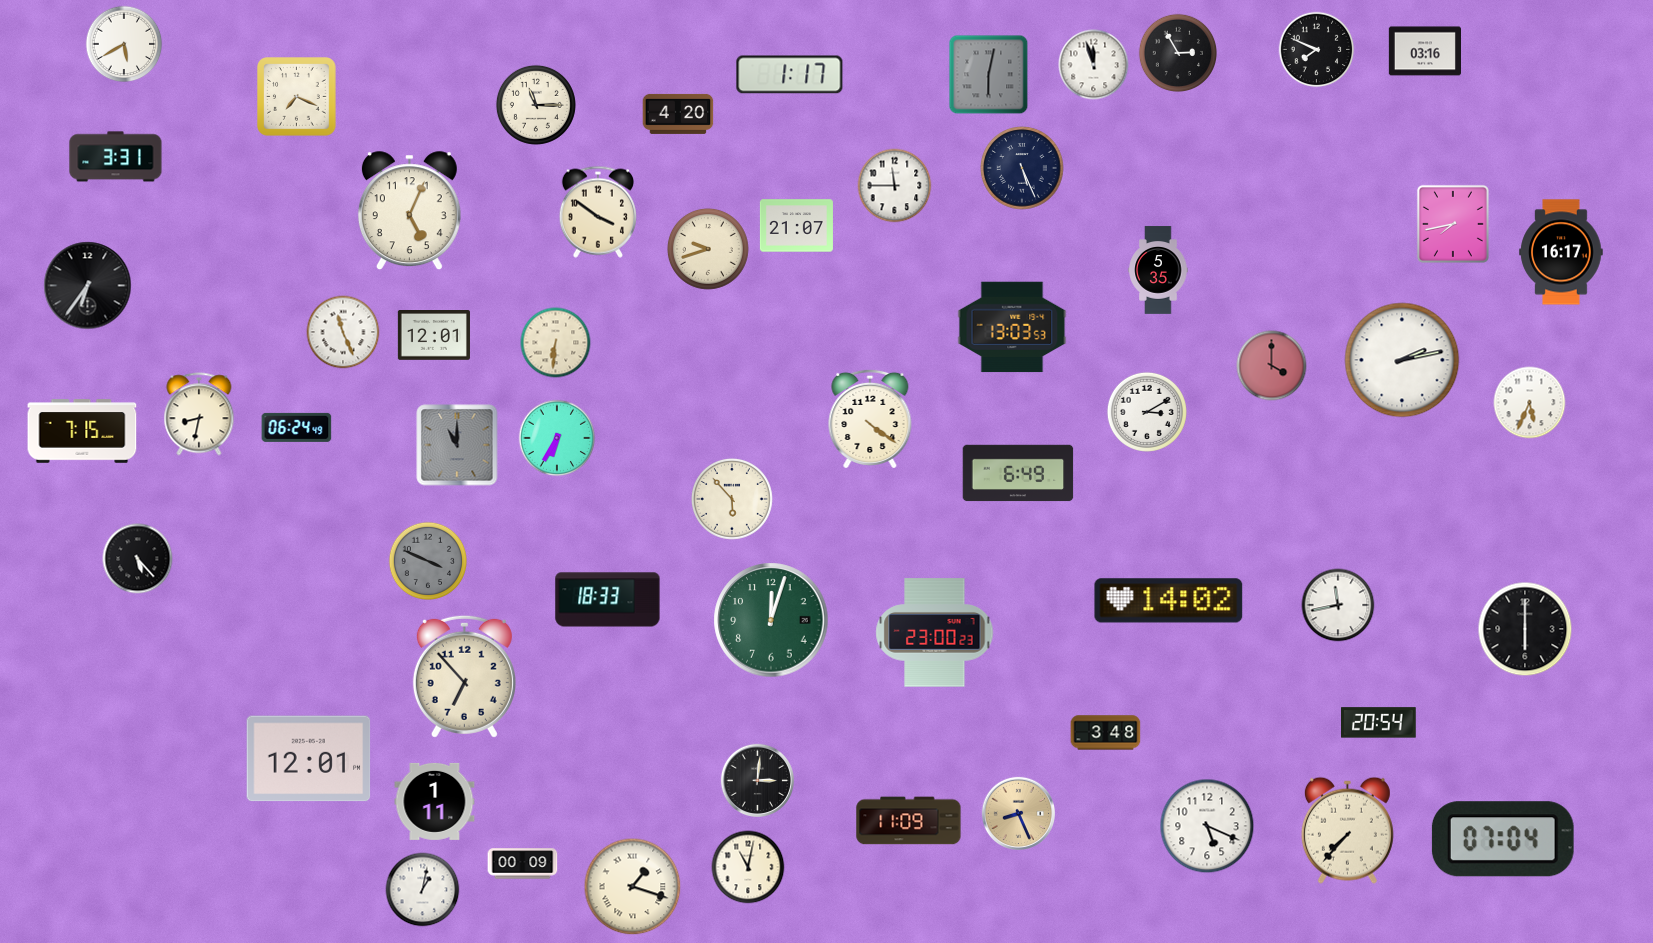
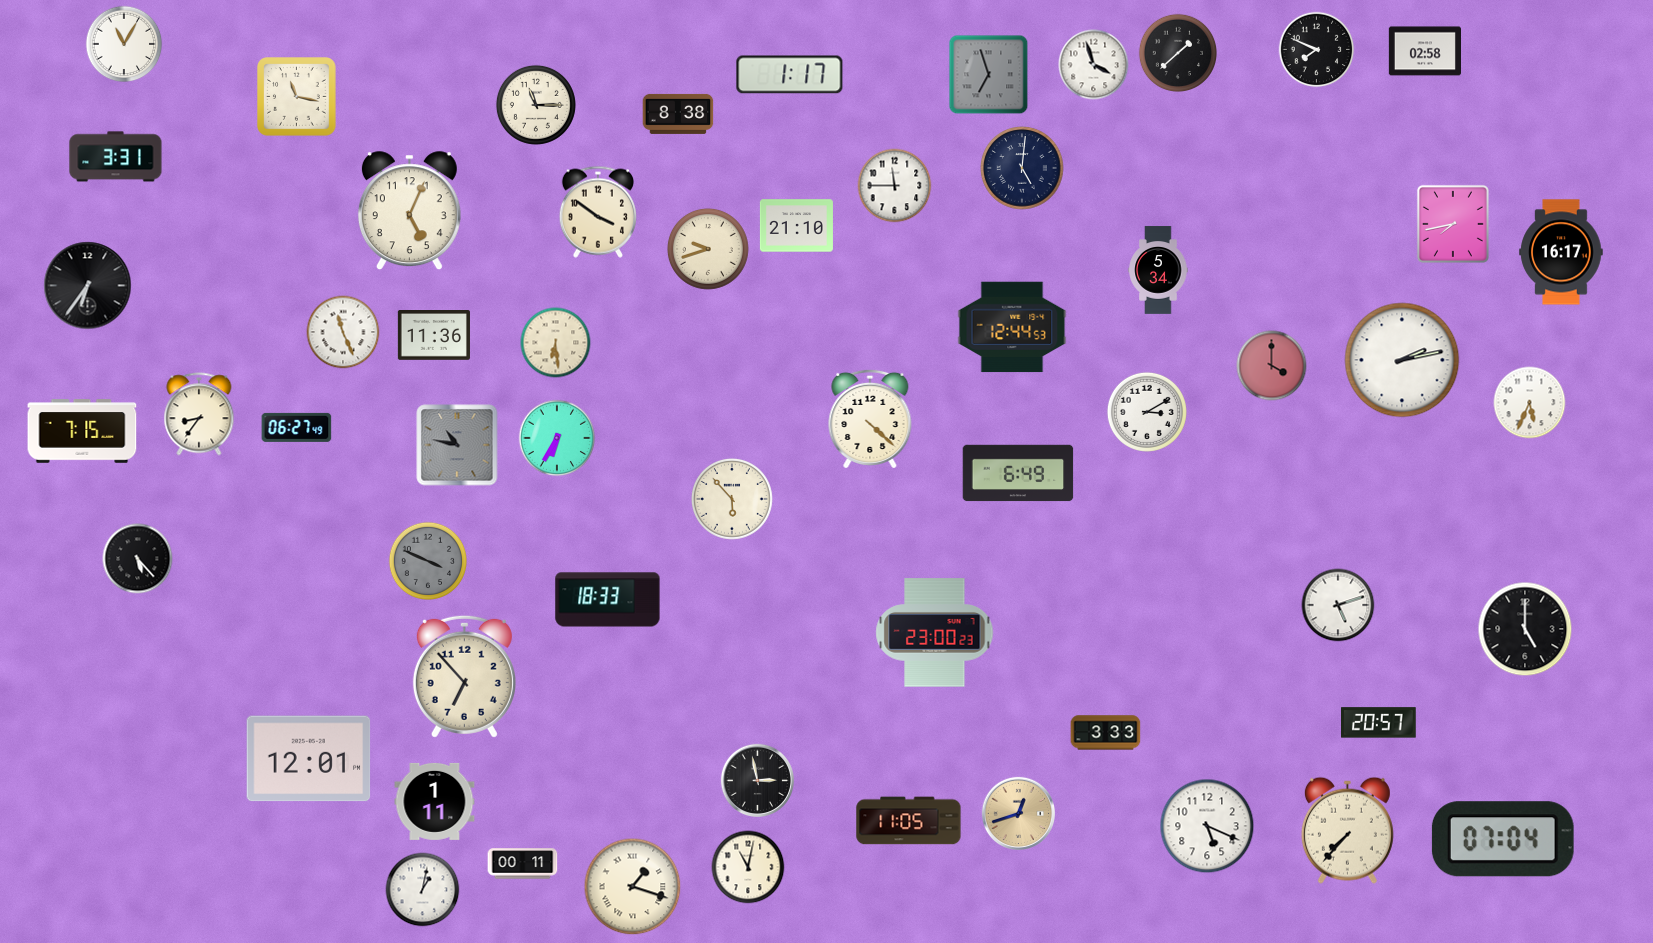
clock at (124, 44): 5:40 -> 11:05
clock at (1424, 51): 03:16 -> 02:58
clock at (1177, 52): 2:55 -> 1:38
clock at (1094, 65): 11:57 -> 3:57
clock at (989, 75): 6:02 -> 6:57
clock at (297, 97): 7:19 -> 11:17
clock at (678, 114): 4:20 -> 8:38
clock at (1022, 168): 5:26 -> 5:01
clock at (796, 226): 21:07 -> 21:10
clock at (1158, 270): 5:35 -> 5:34
clock at (1012, 327): 13:03 -> 12:44
clock at (434, 336): 12:01 -> 11:36
clock at (556, 343): 6:31 -> 6:29
clock at (199, 414): 8:32 -> 8:36
clock at (870, 419): 4:21 -> 4:22
clock at (297, 427): 06:24 -> 06:27
clock at (457, 445): 11:00 -> 10:47
clock at (1169, 601): 14:02 -> none
clock at (1338, 605): 11:43 -> 5:12
clock at (771, 620): 12:03 -> none
clock at (1525, 629): 6:00 -> 5:00
clock at (1379, 723): 20:54 -> 20:57
clock at (1106, 733): 3:48 -> 3:33
clock at (757, 781): 3:01 -> 2:58
clock at (1018, 814): 8:26 -> 12:42
clock at (909, 821): 11:09 -> 11:05
clock at (523, 864): 00:09 -> 00:11
